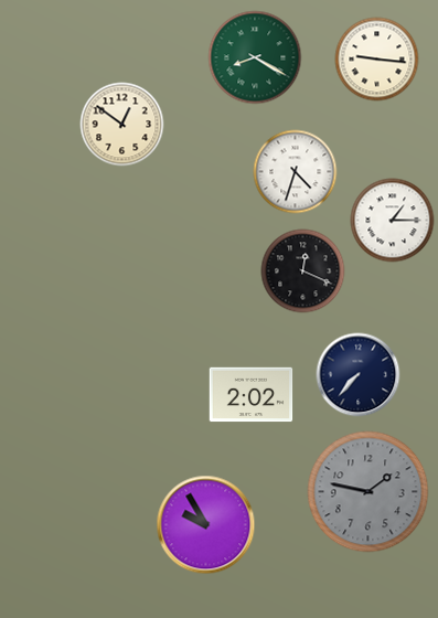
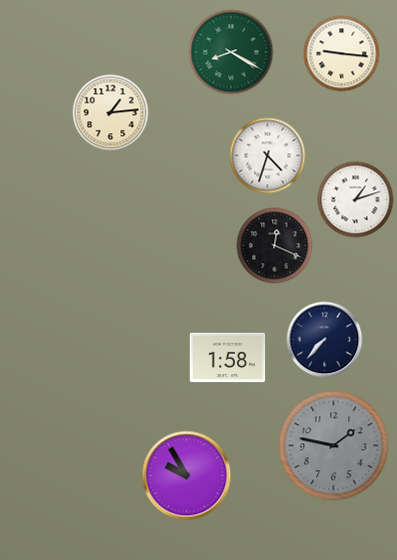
clock at (122, 125): 12:51 -> 1:14
clock at (393, 221): 1:15 -> 1:12
clock at (252, 395): 2:02 -> 1:58
